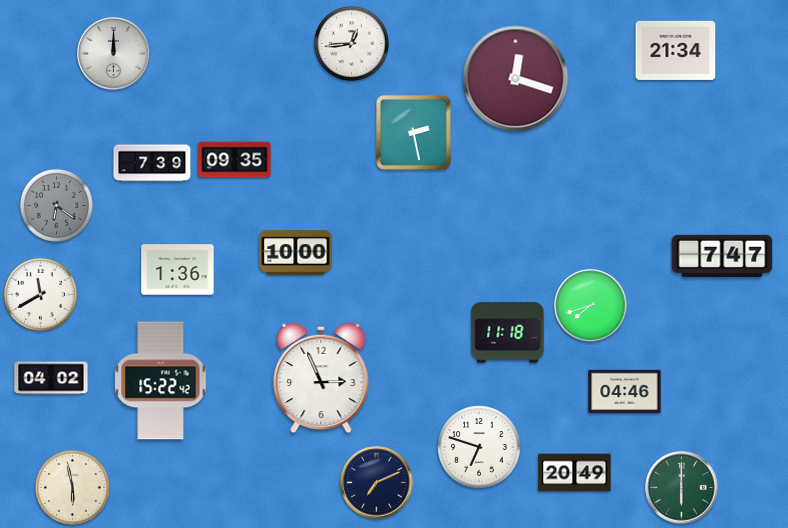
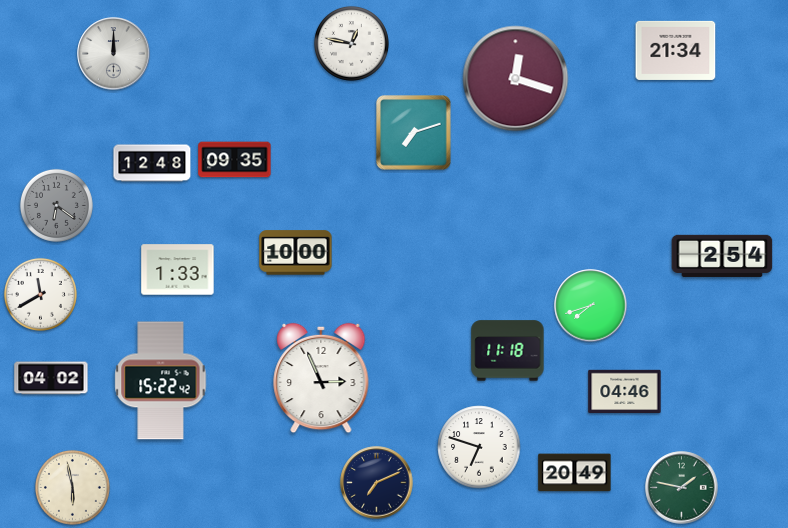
clock at (351, 43): 12:44 -> 12:47
clock at (414, 133): 2:28 -> 7:12
clock at (152, 163): 7:39 -> 12:48
clock at (722, 256): 7:47 -> 2:54
clock at (178, 270): 1:36 -> 1:33
clock at (508, 333) position: (508, 333) -> (508, 351)
clock at (682, 488): 6:00 -> 1:47
